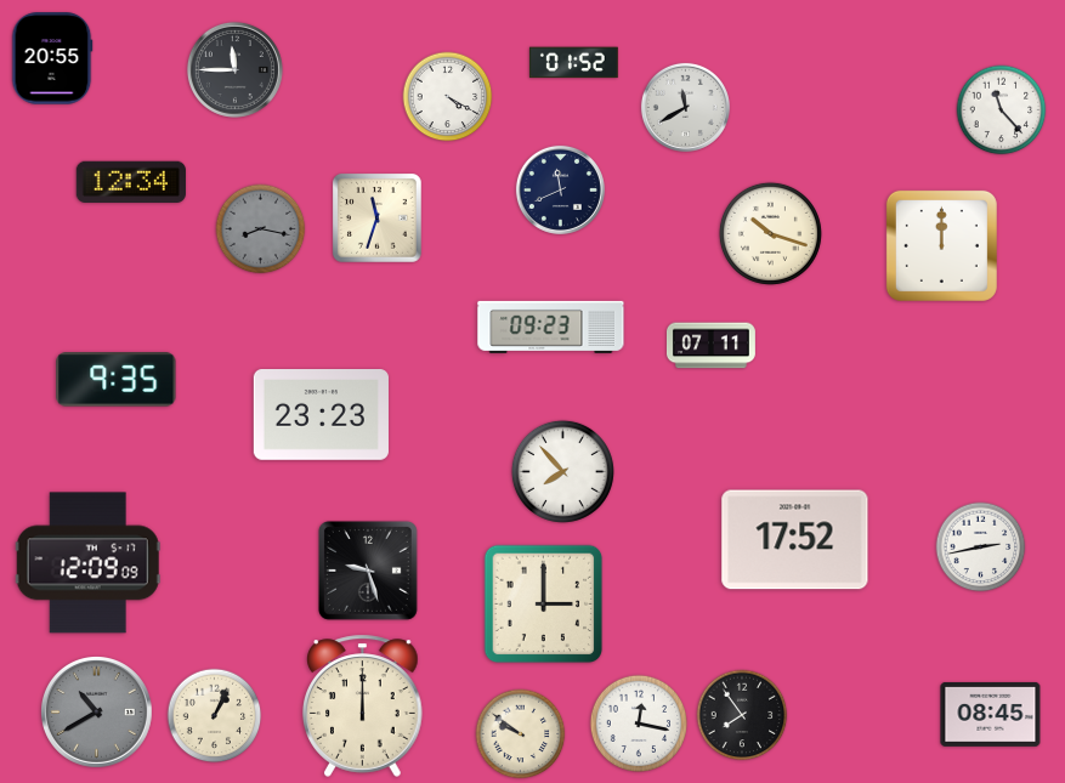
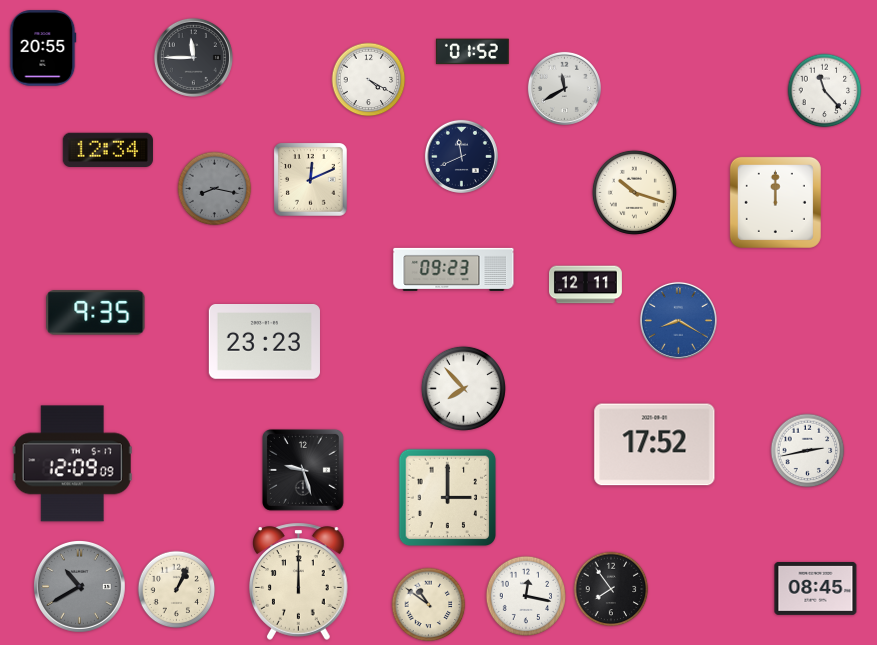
clock at (378, 219): 11:33 -> 12:11
clock at (710, 346): 07:11 -> 12:11
clock at (678, 320): none -> 8:20
clock at (521, 734): 9:51 -> 10:51
